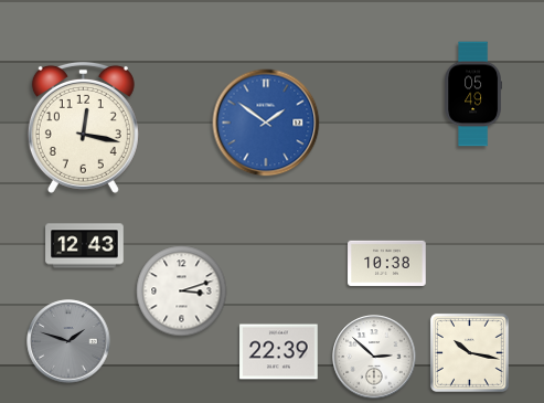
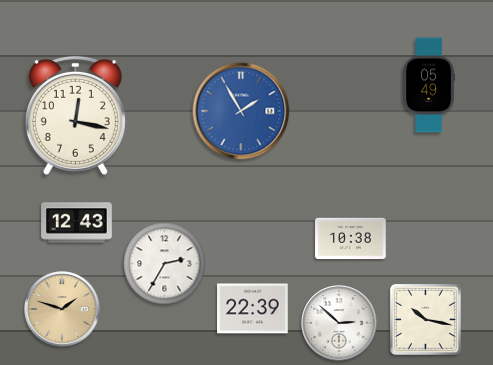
clock at (266, 123): 1:51 -> 1:55
clock at (182, 291): 3:12 -> 2:35
clock at (68, 341) dial: grey -> champagne
clock at (279, 352) position: (279, 352) -> (253, 309)
